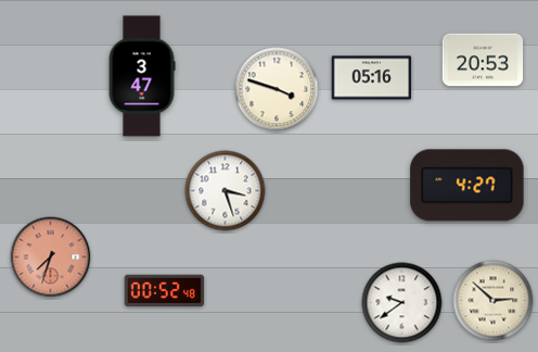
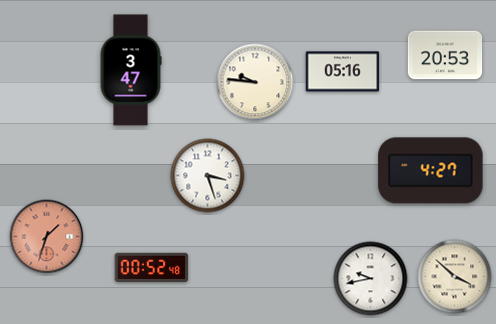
clock at (277, 89): 3:48 -> 9:46
clock at (51, 257): 7:33 -> 1:33
clock at (494, 301): 2:52 -> 3:52
clock at (402, 303): 9:39 -> 9:43
